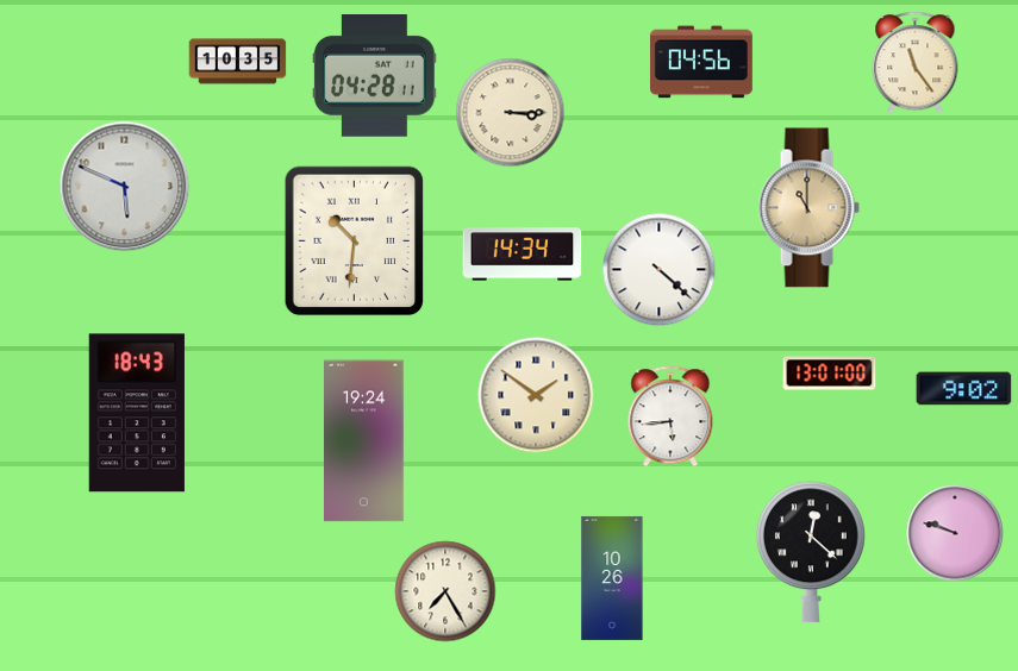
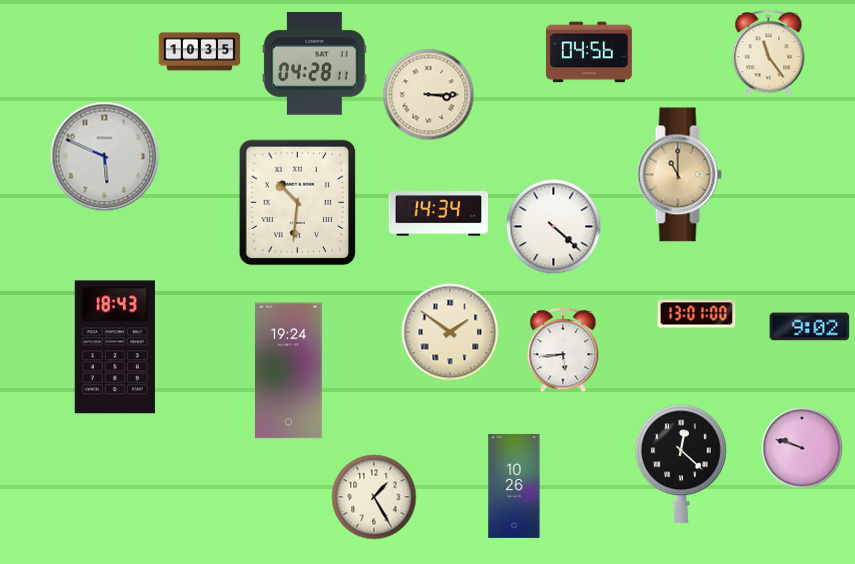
clock at (364, 441) position: (364, 441) -> (289, 371)
clock at (445, 591): 7:25 -> 1:25
